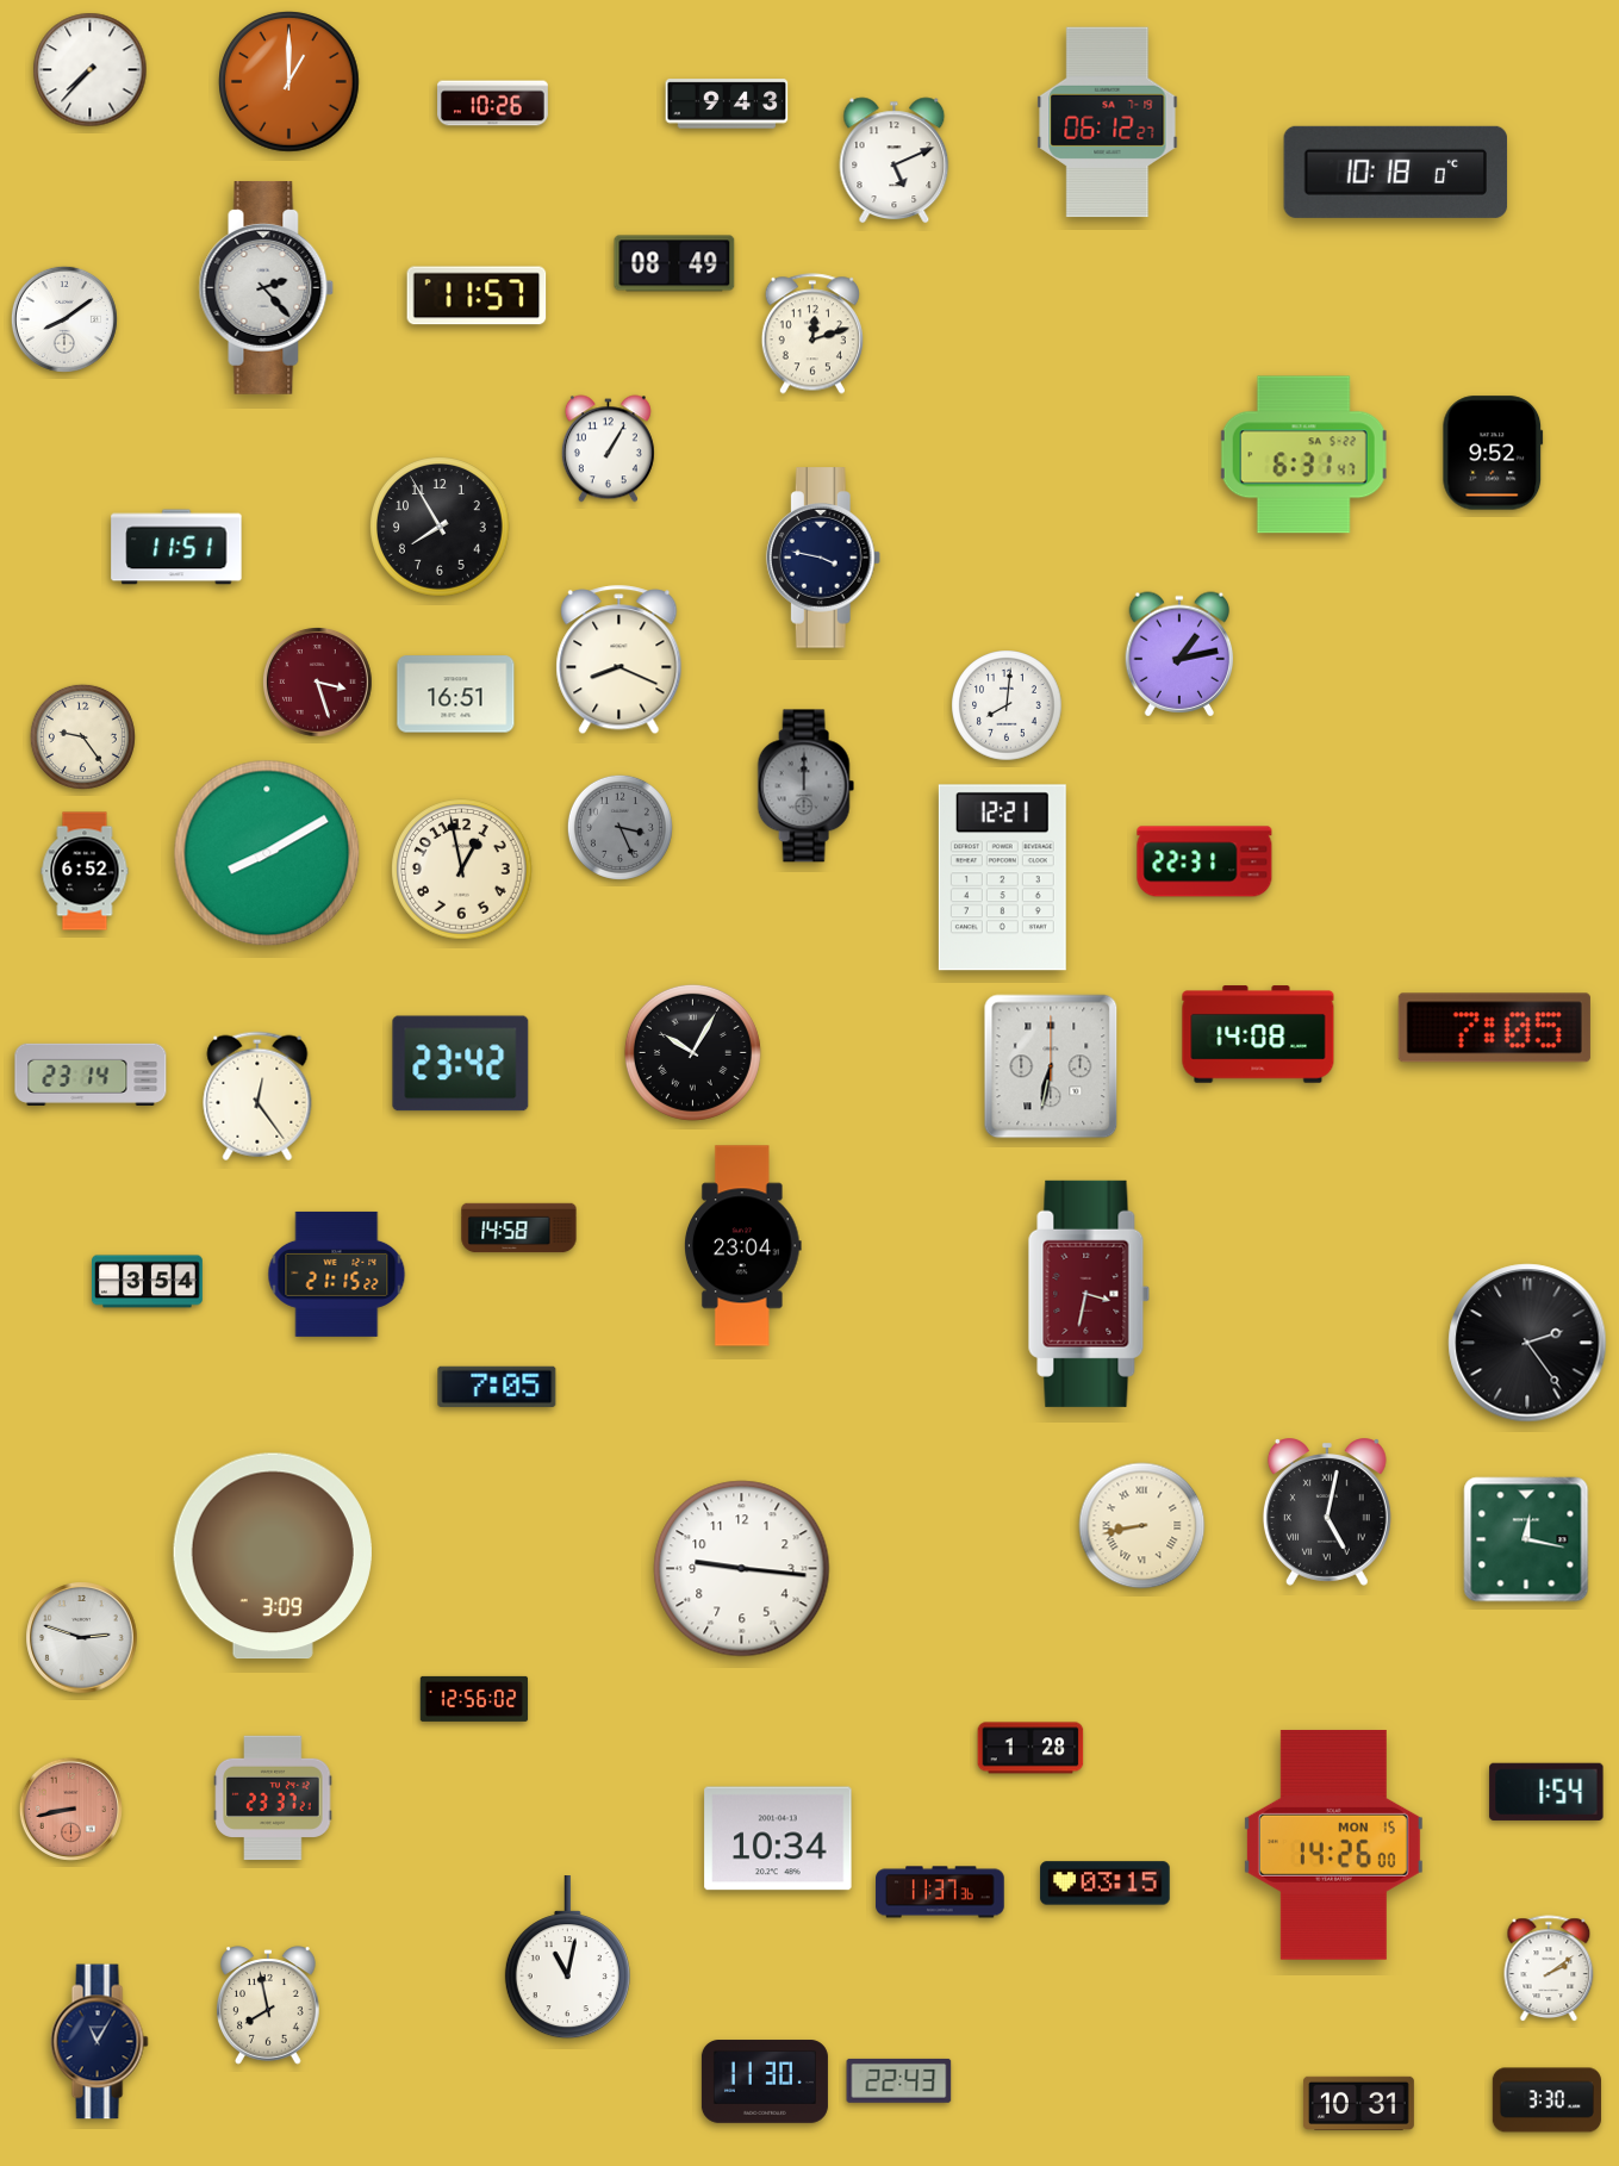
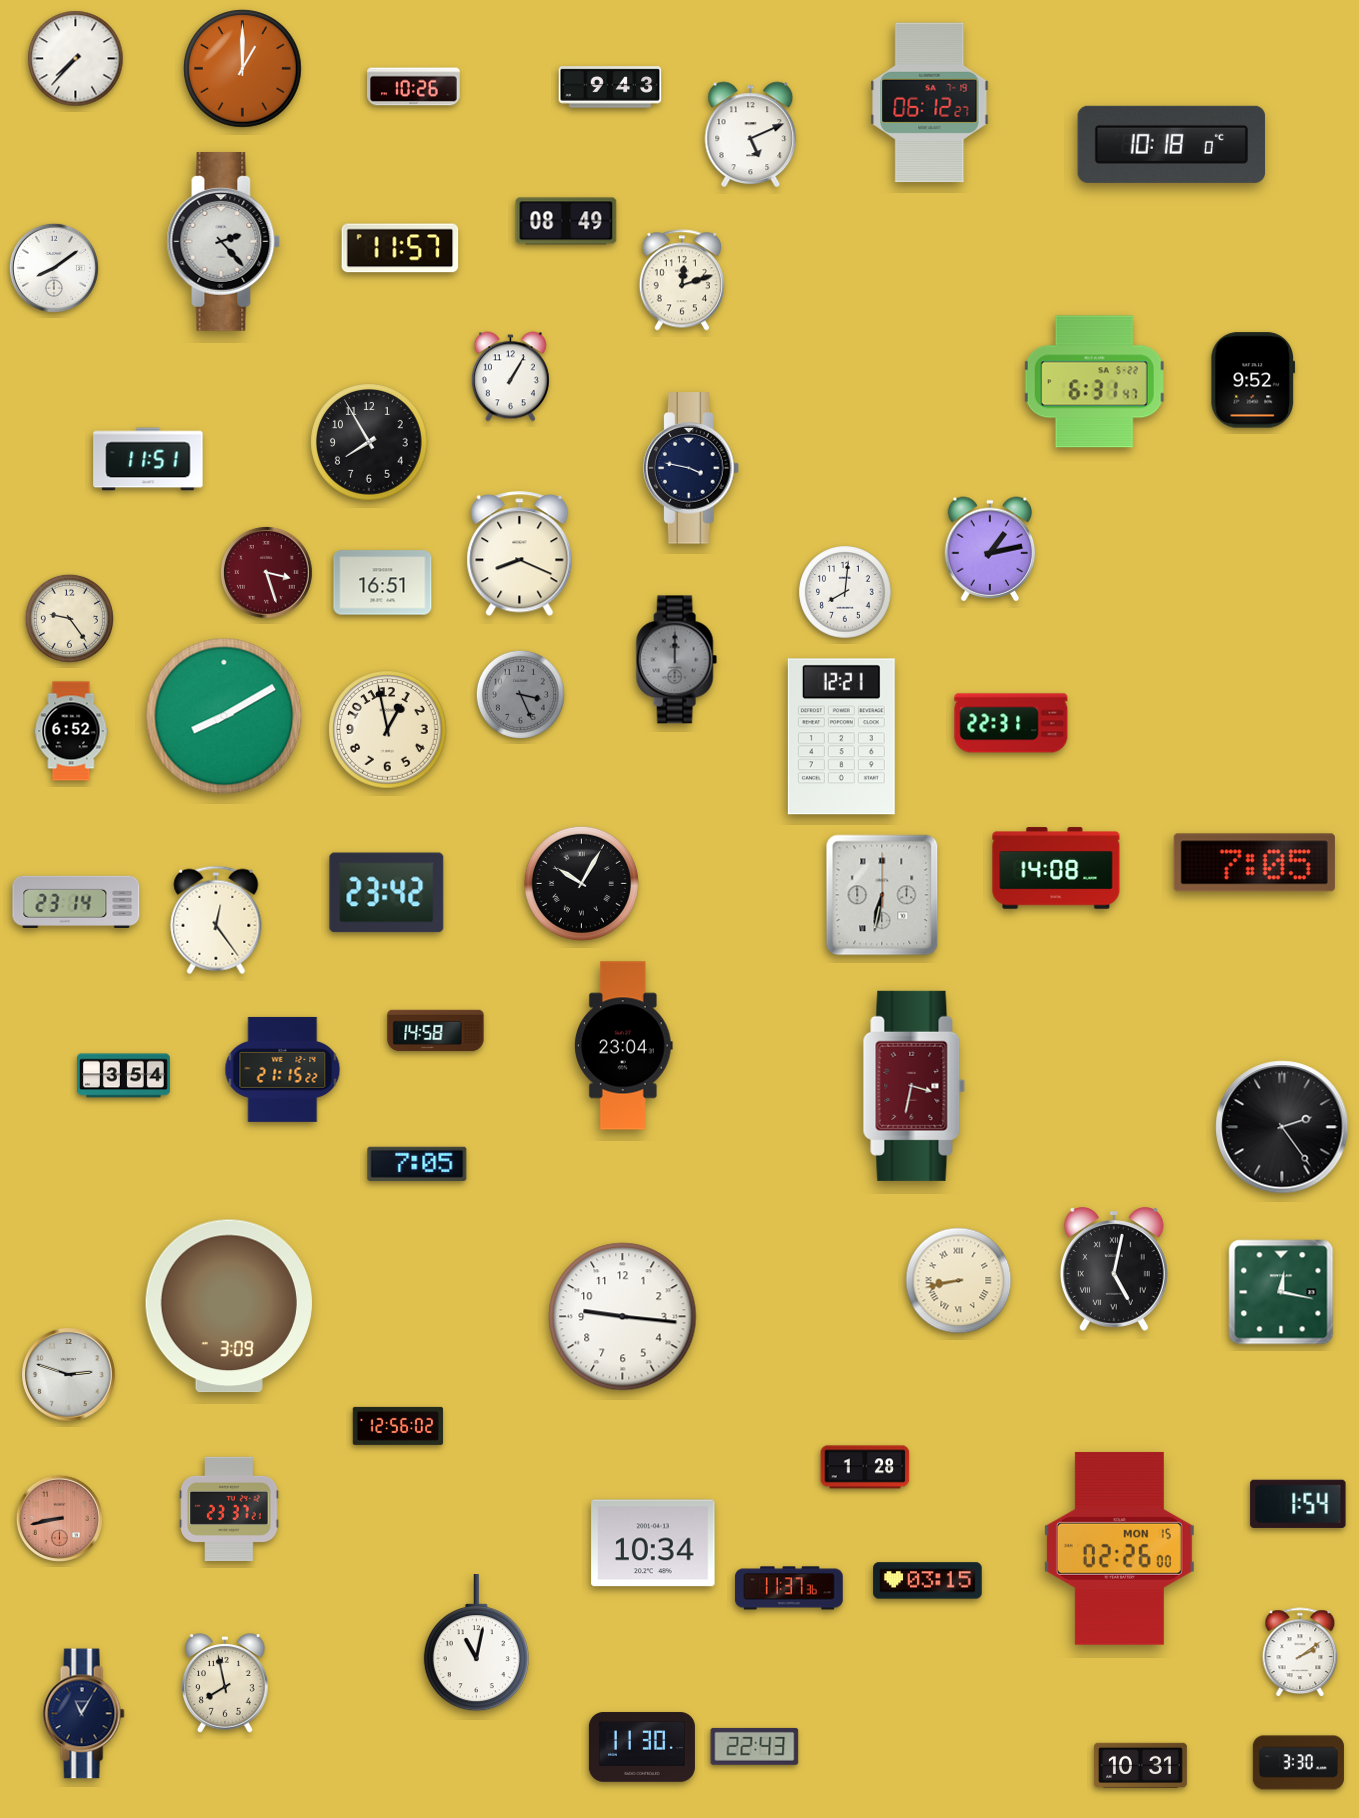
clock at (1333, 1844): 14:26 -> 02:26
